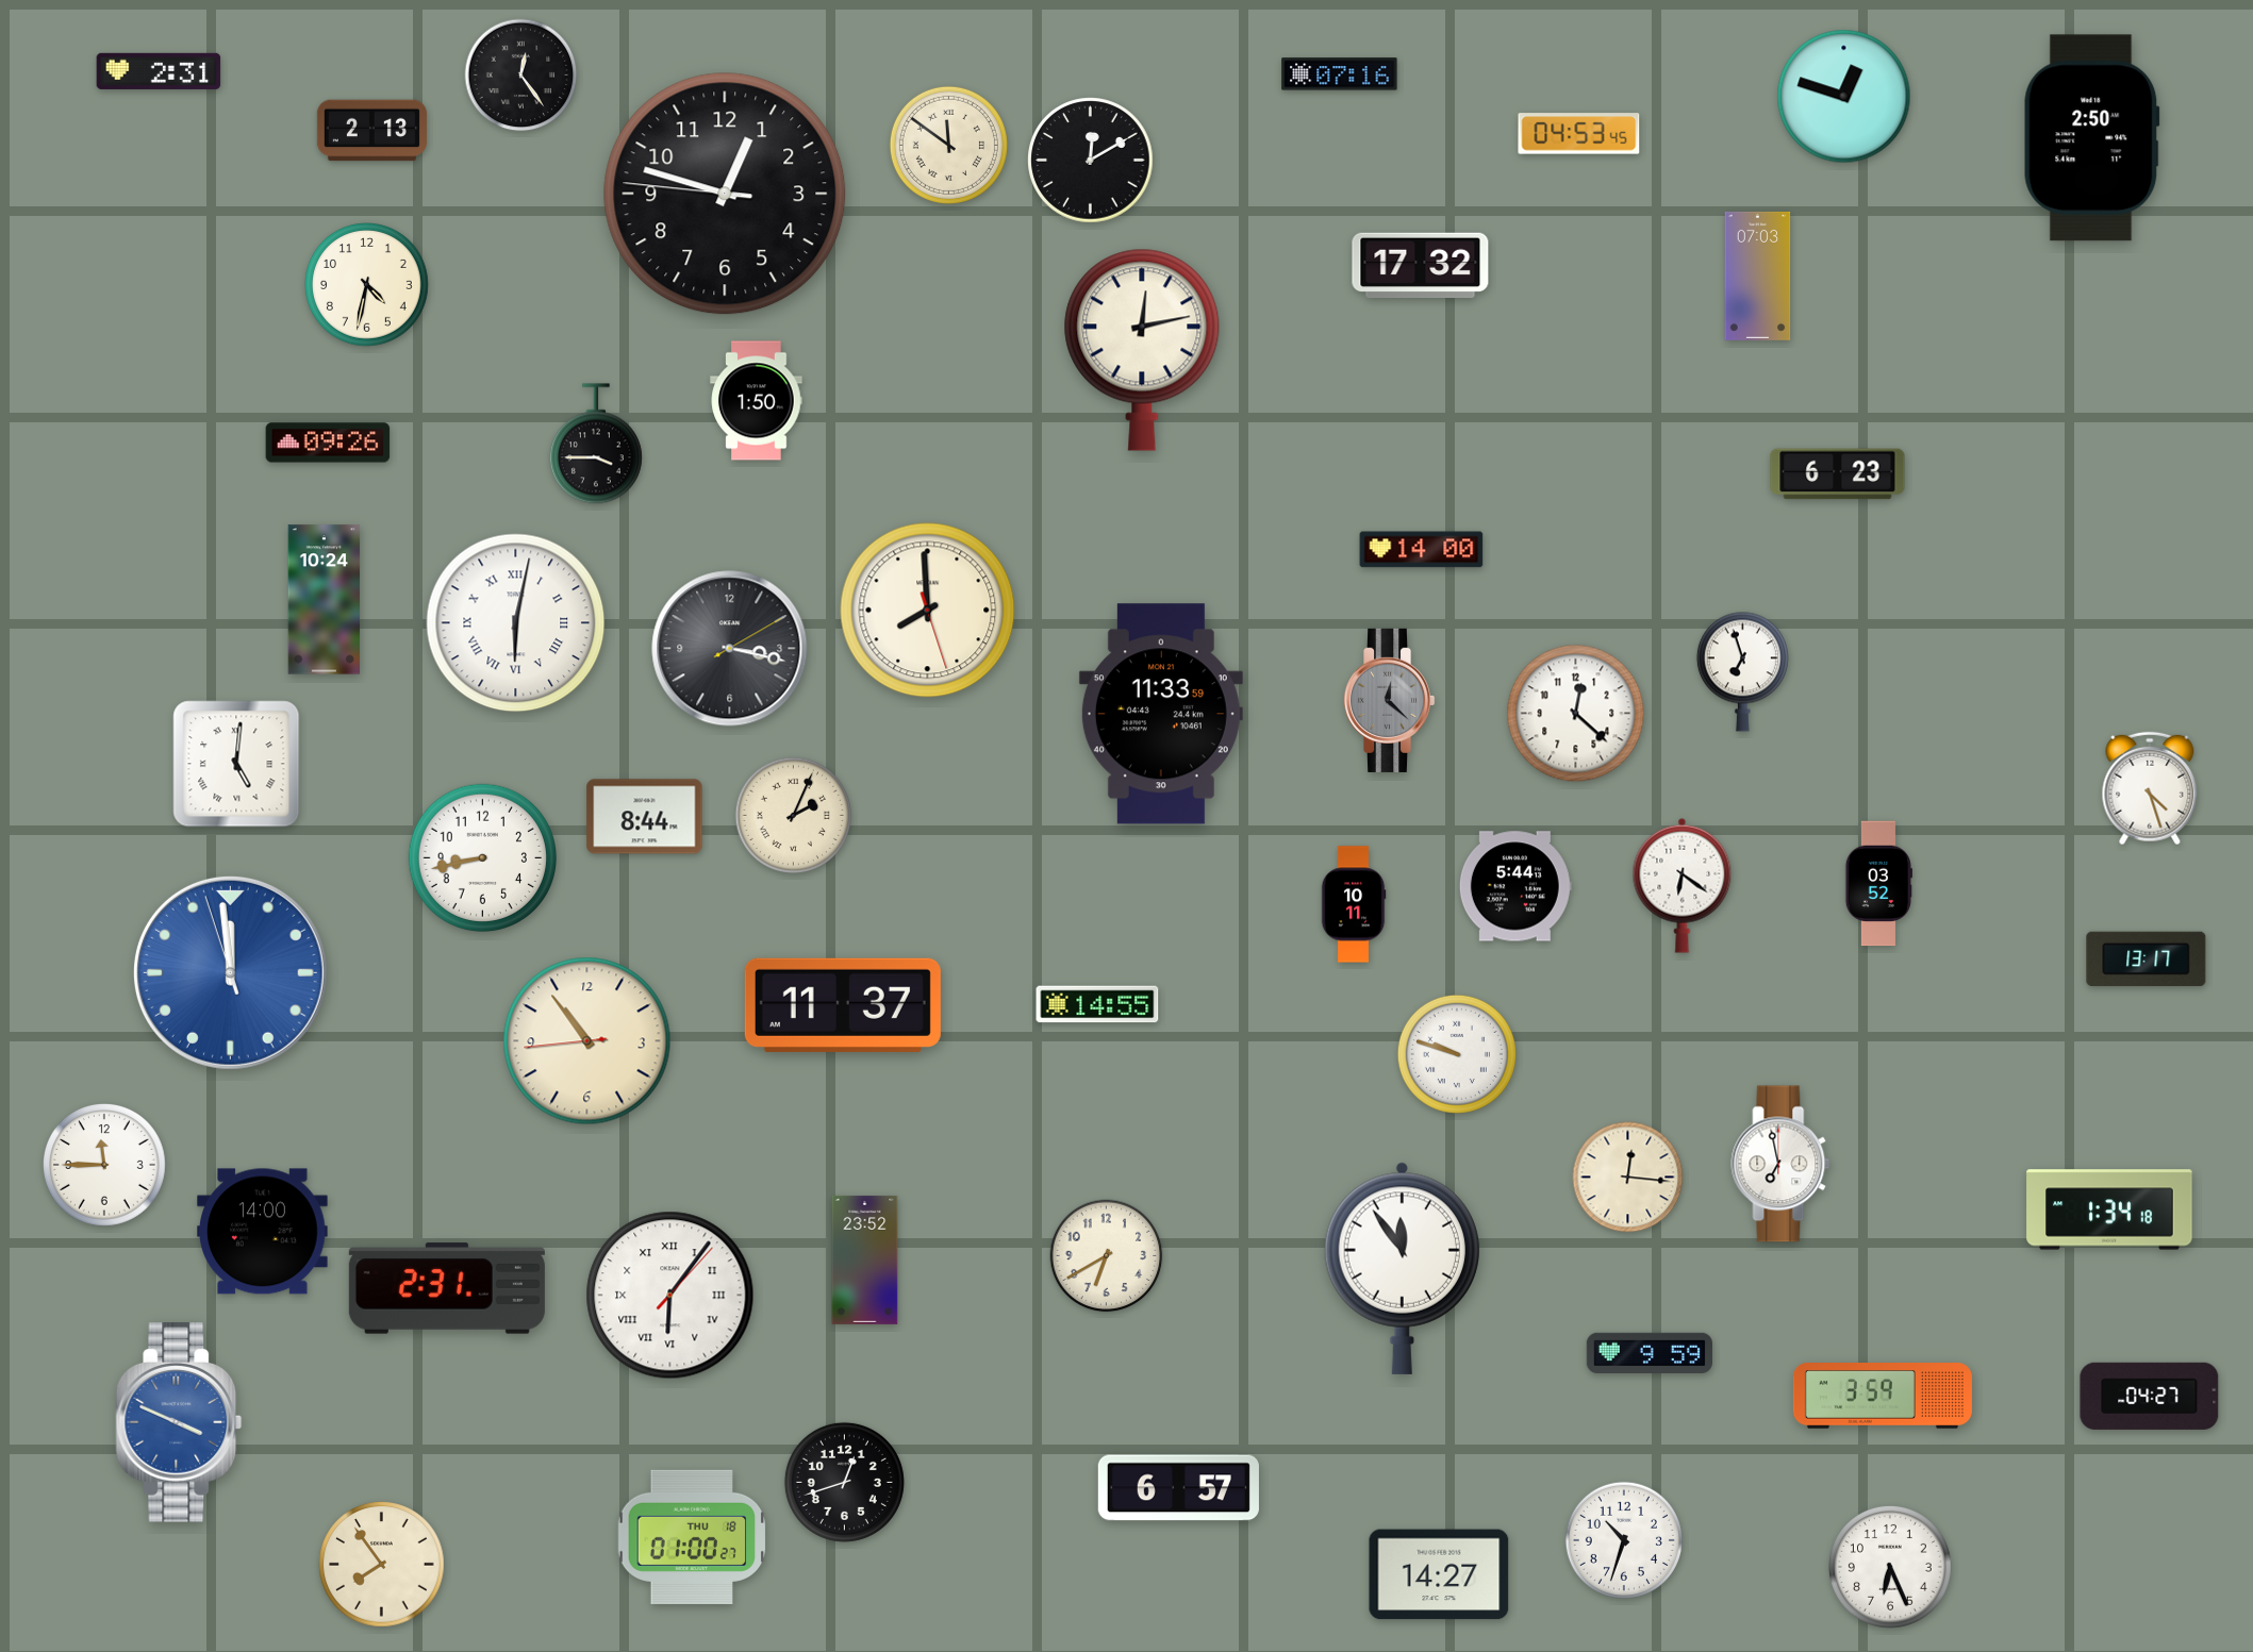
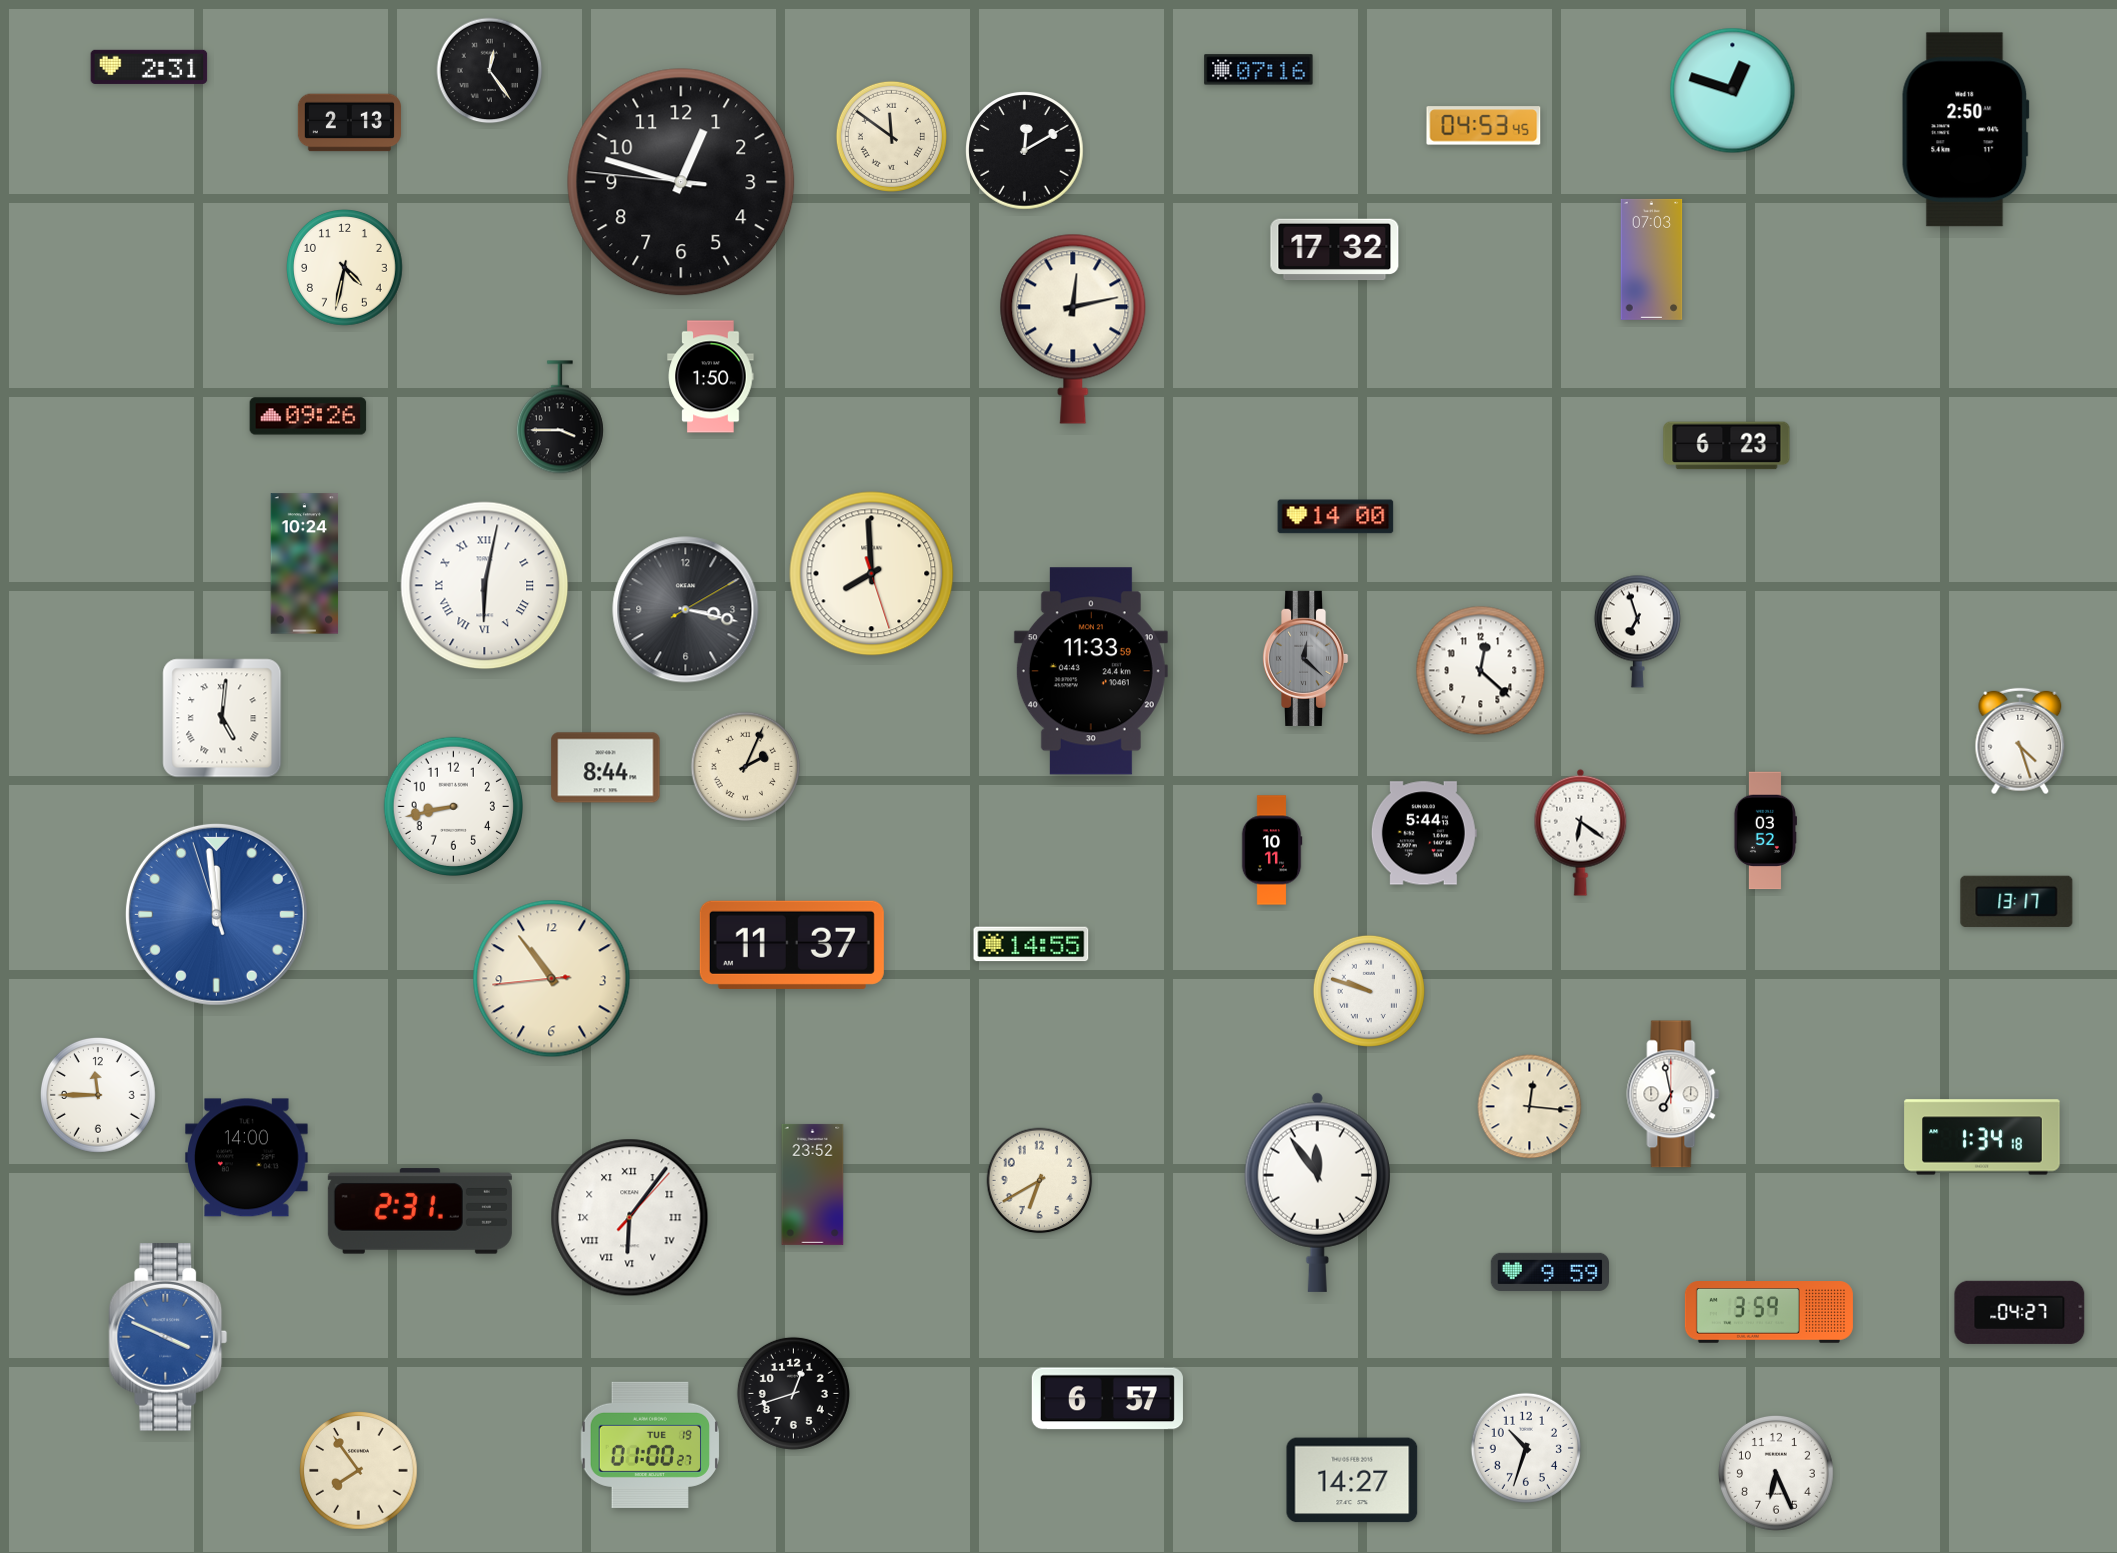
clock at (692, 1537) date: THU 18 -> TUE 19
